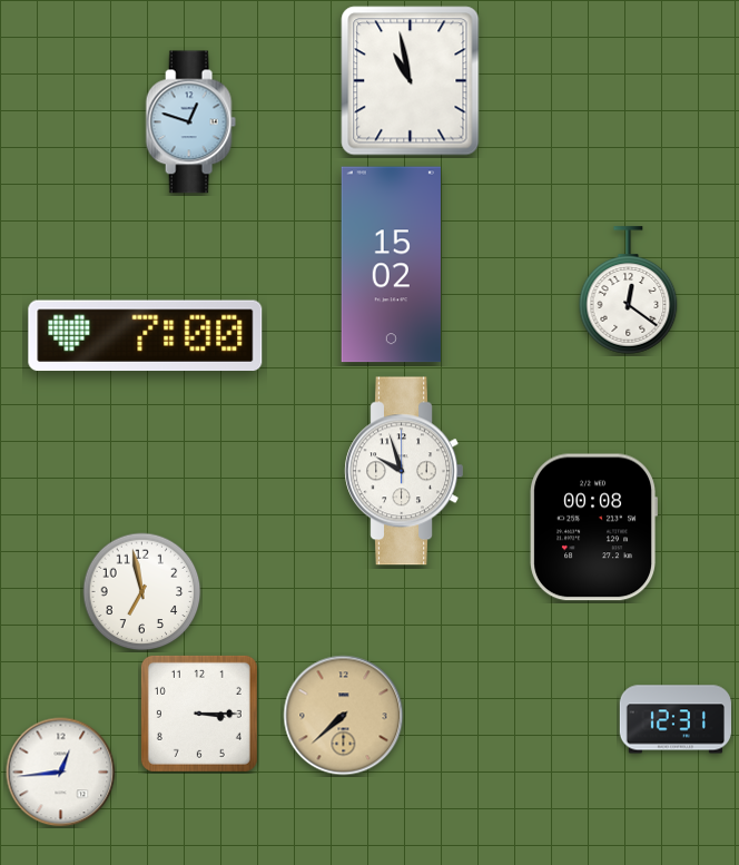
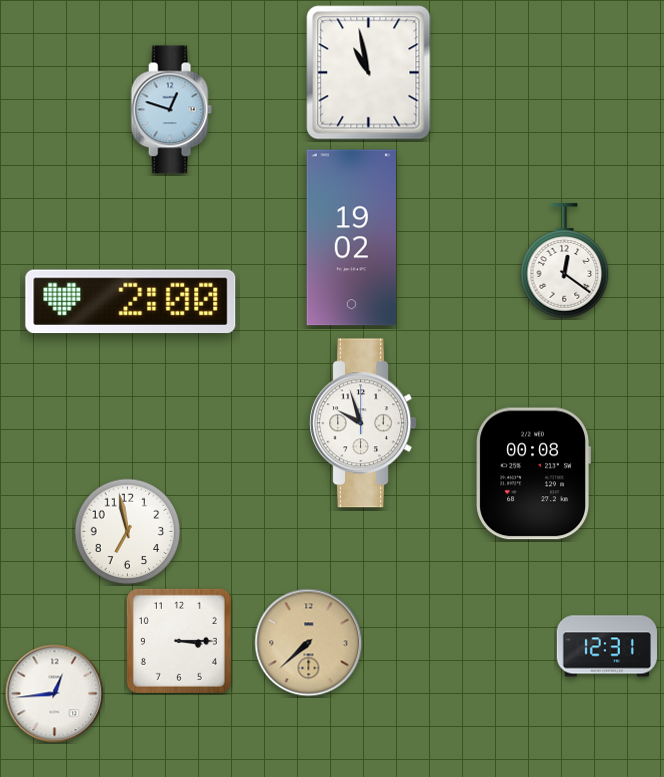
clock at (391, 265): 15:02 -> 19:02
clock at (146, 336): 7:00 -> 2:00
